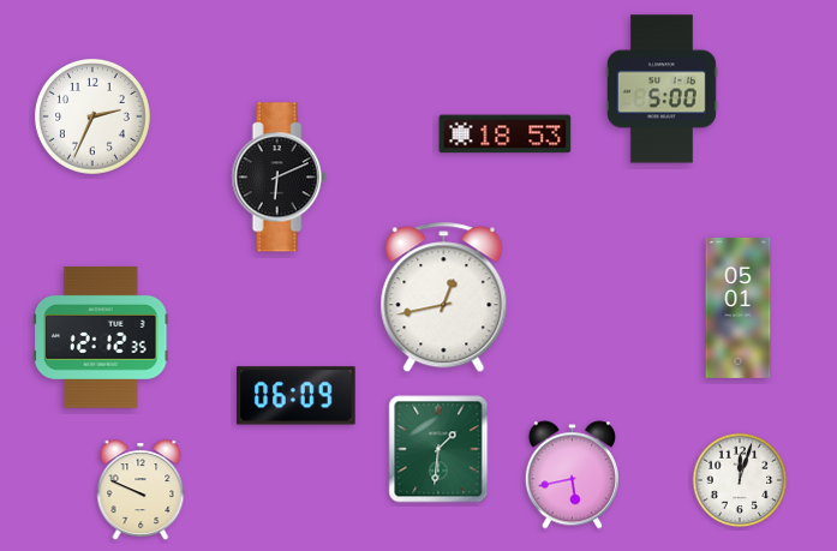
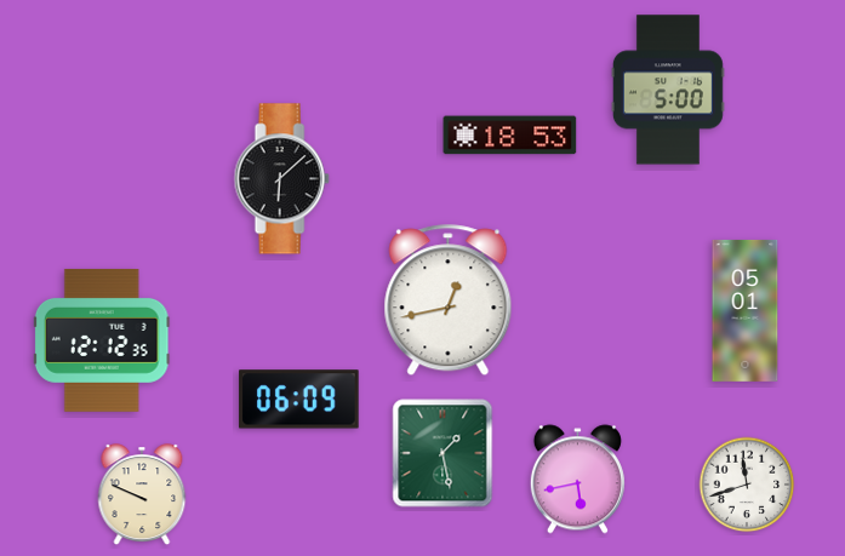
clock at (92, 116): 2:34 -> none
clock at (279, 178): 6:11 -> 6:08
clock at (438, 449): 1:31 -> 1:28
clock at (740, 480): 12:03 -> 11:42
